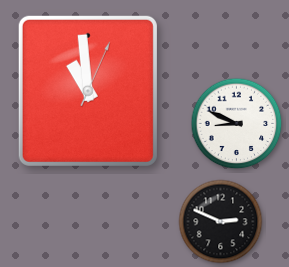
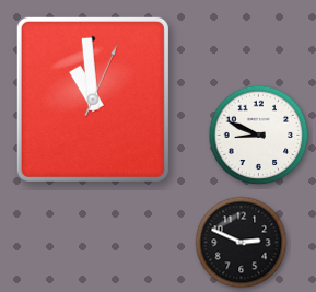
clock at (88, 91) position: (88, 91) -> (93, 100)
